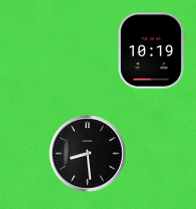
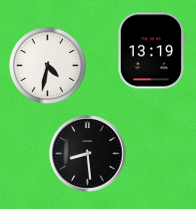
clock at (150, 51): 10:19 -> 13:19
clock at (47, 65): none -> 4:32
